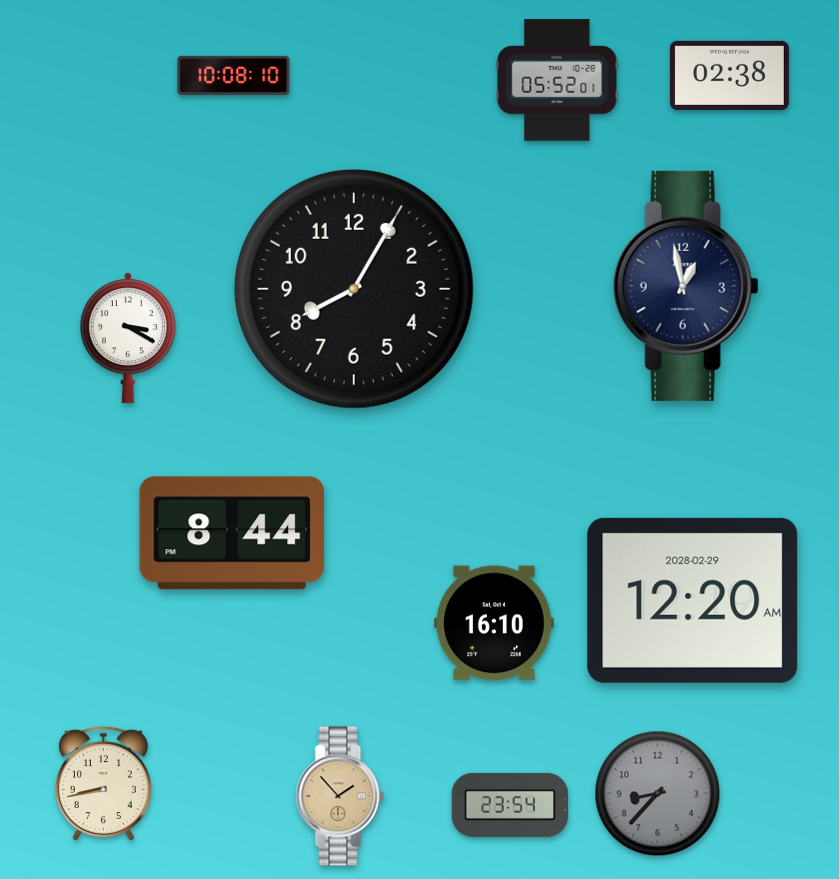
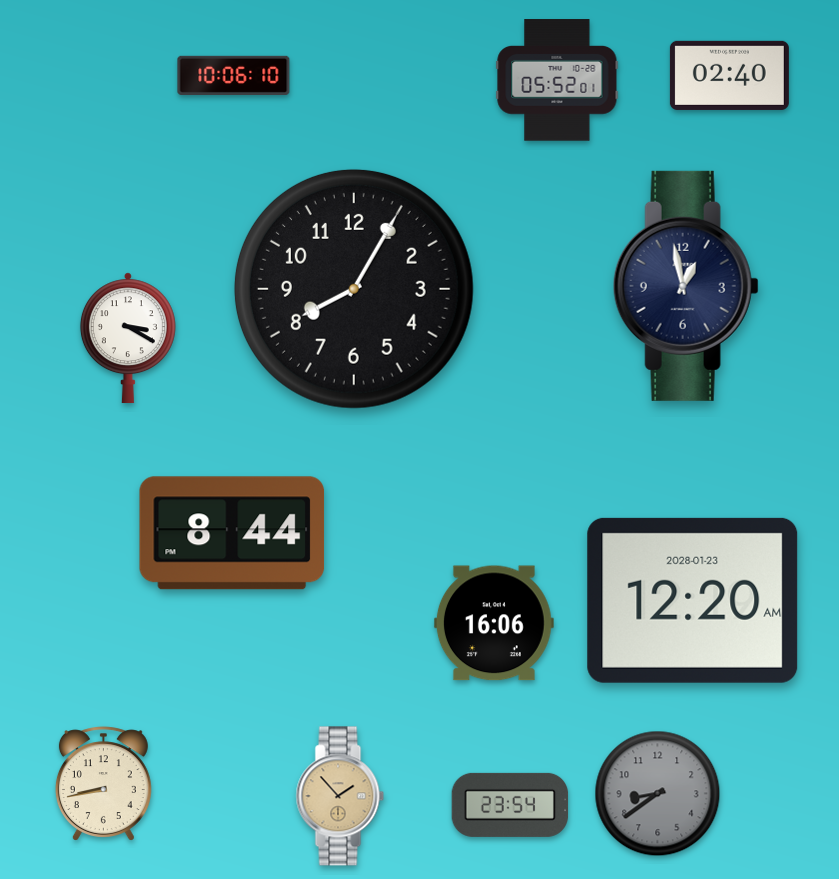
clock at (234, 75): 10:08 -> 10:06
clock at (729, 75): 02:38 -> 02:40
clock at (693, 600) date: 2028-02-29 -> 2028-01-23
clock at (494, 623): 16:10 -> 16:06
clock at (658, 794): 8:37 -> 8:39
